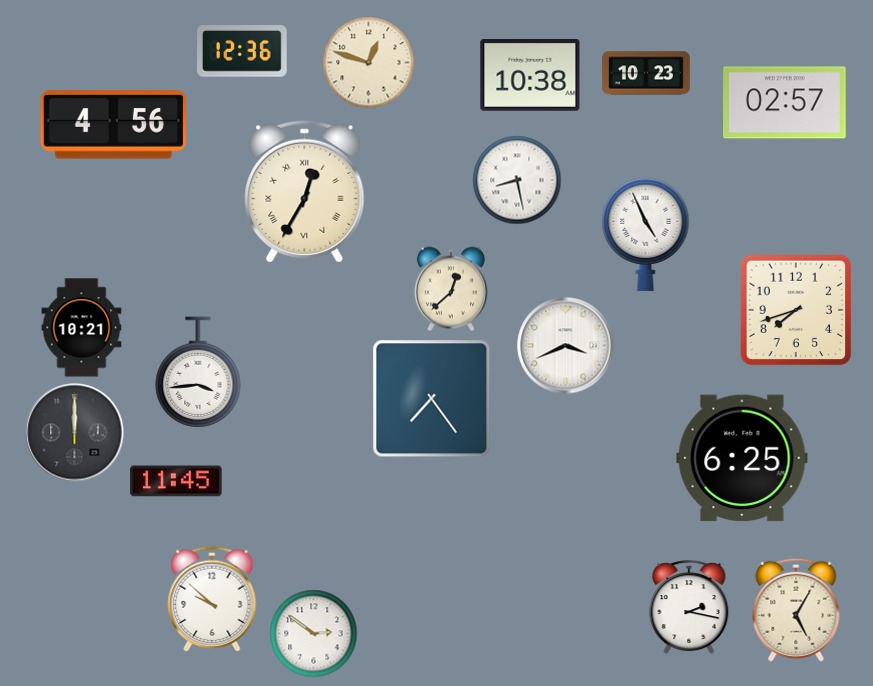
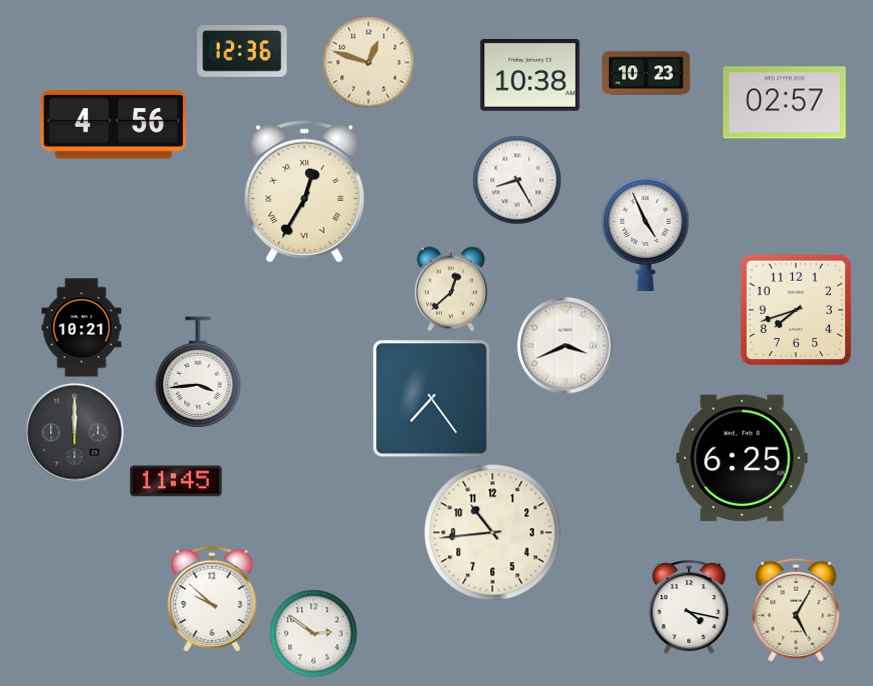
clock at (517, 180): 8:28 -> 8:25
clock at (493, 533): none -> 10:44
clock at (689, 608): 2:17 -> 4:17
